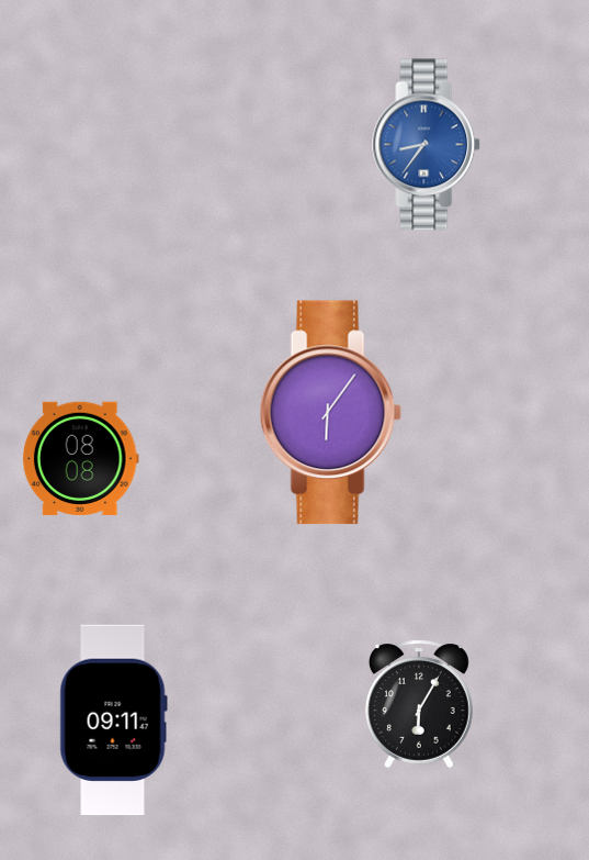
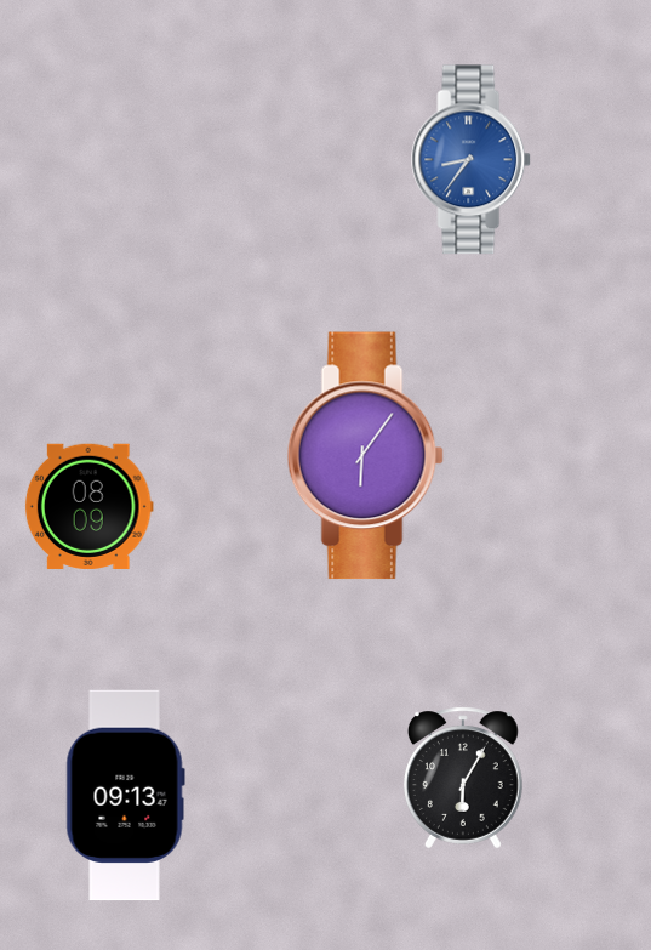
clock at (80, 458): 08:08 -> 08:09
clock at (113, 721): 09:11 -> 09:13
